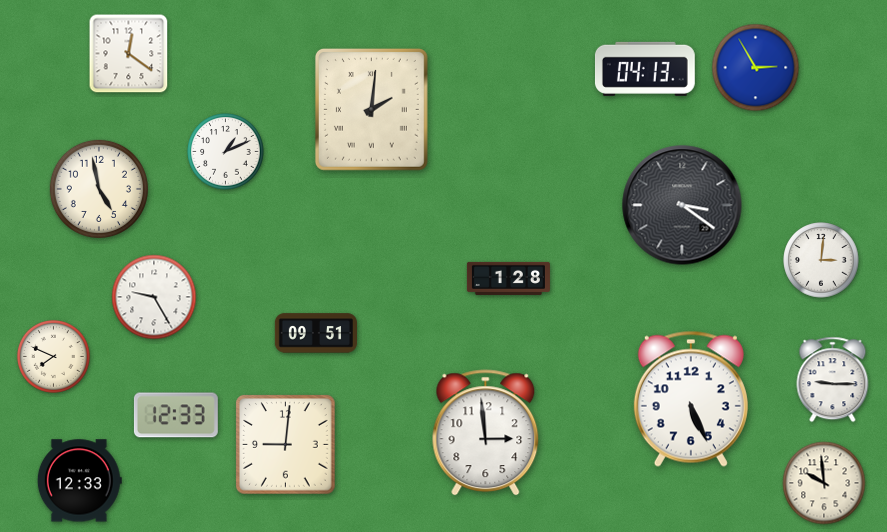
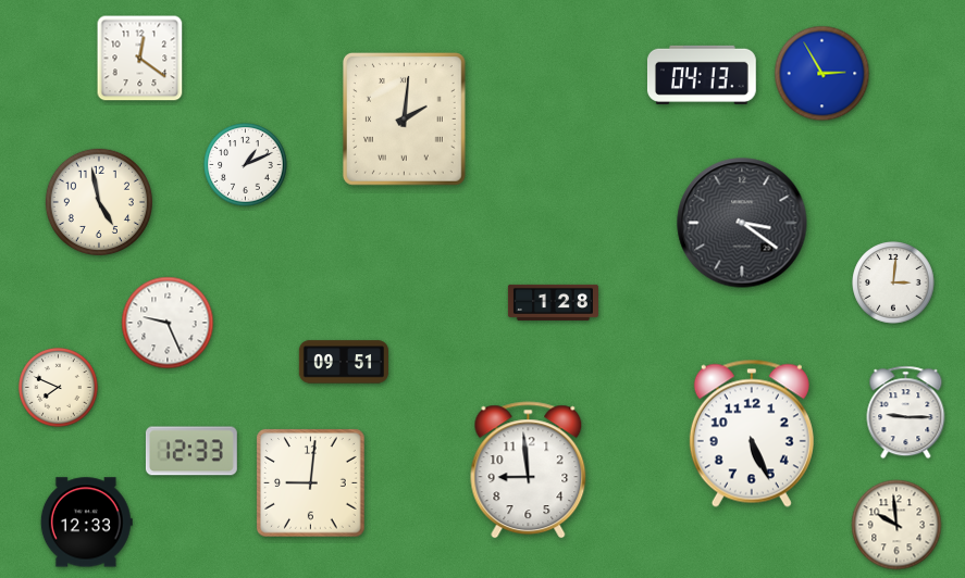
clock at (99, 189) position: (99, 189) -> (99, 202)
clock at (154, 297): 9:25 -> 9:26
clock at (486, 433): 2:59 -> 8:59
